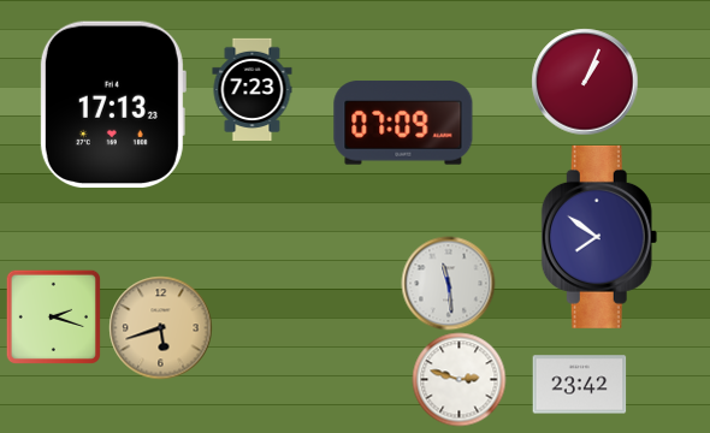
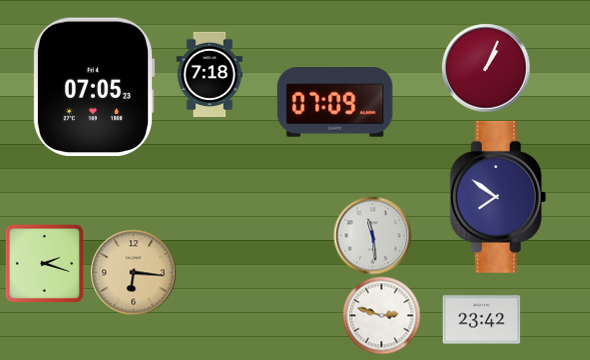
clock at (253, 89): 7:23 -> 7:18
clock at (112, 103): 17:13 -> 07:05
clock at (160, 327): 5:42 -> 6:16
